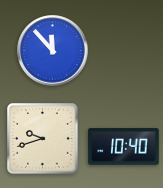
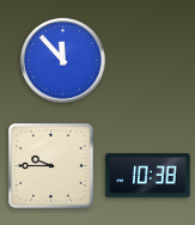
clock at (43, 139): 9:42 -> 9:45
clock at (124, 147): 10:40 -> 10:38
